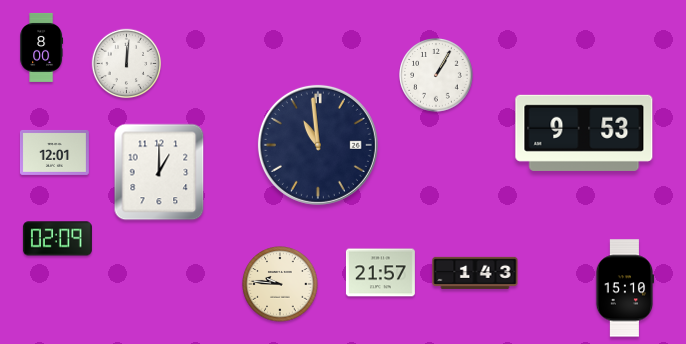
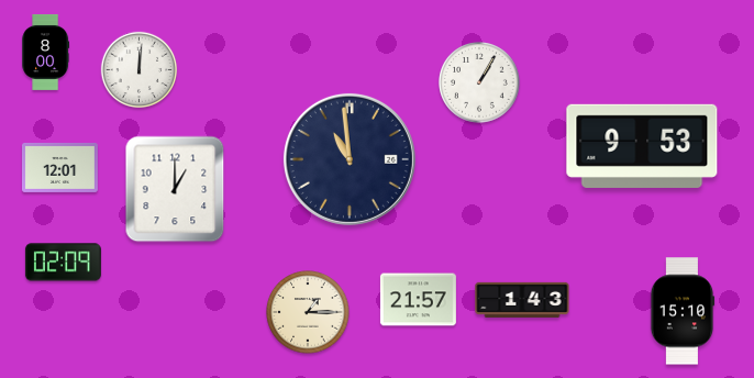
clock at (280, 284): 9:46 -> 1:15
clock at (625, 288) position: (625, 288) -> (683, 311)
